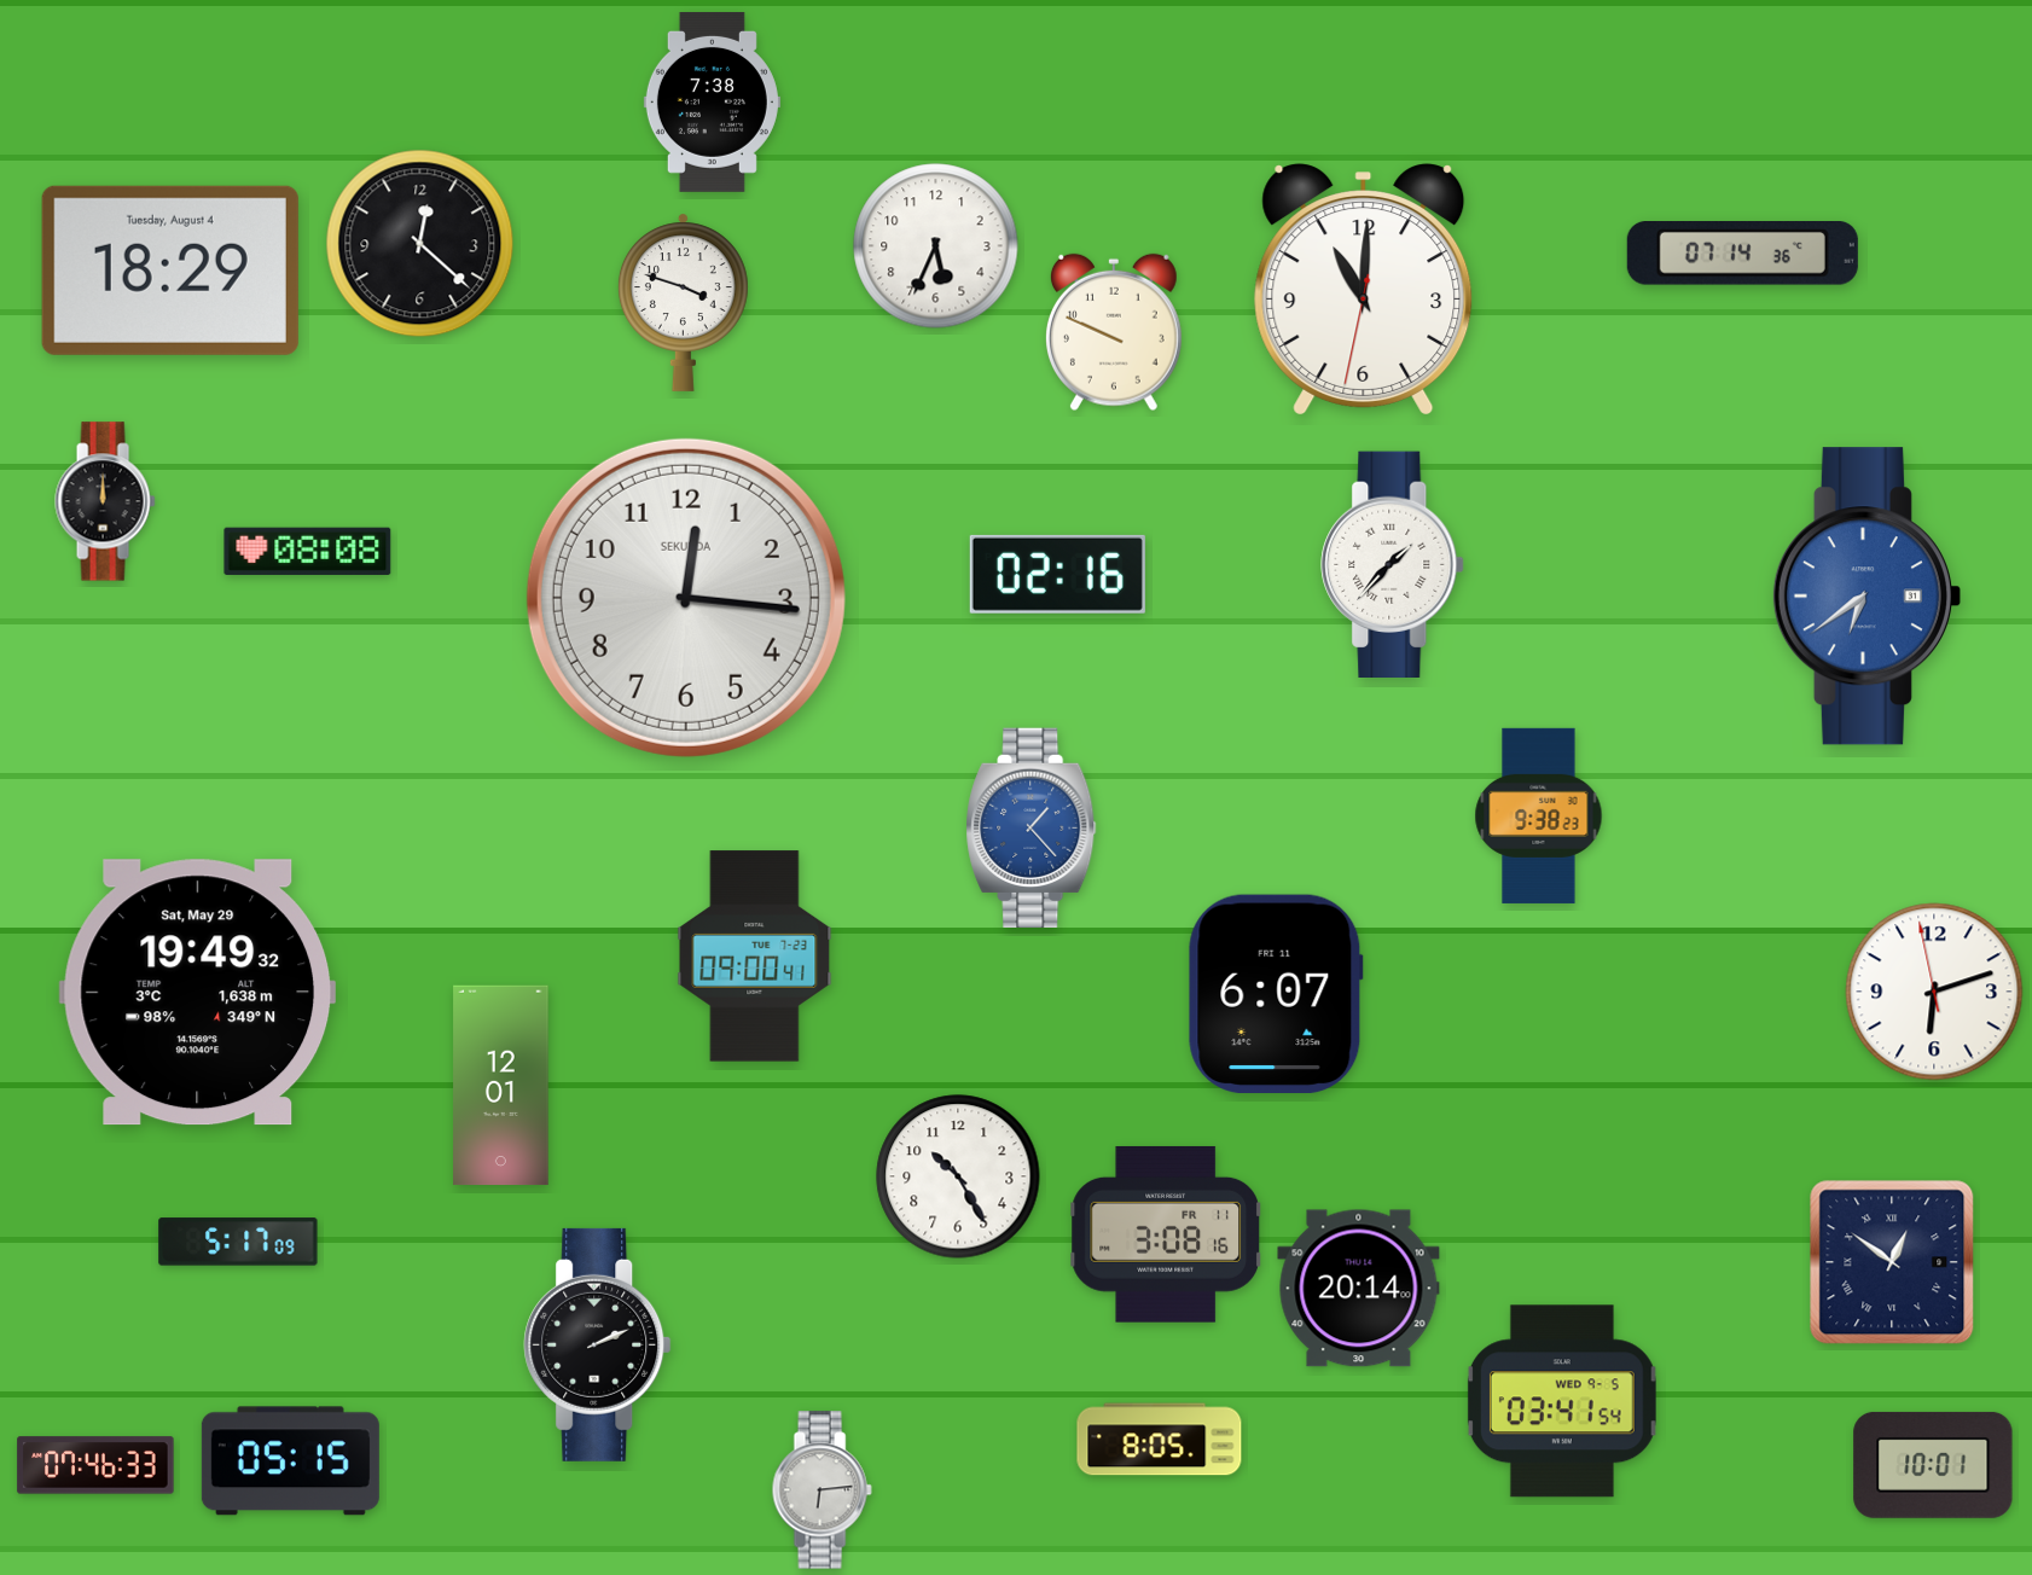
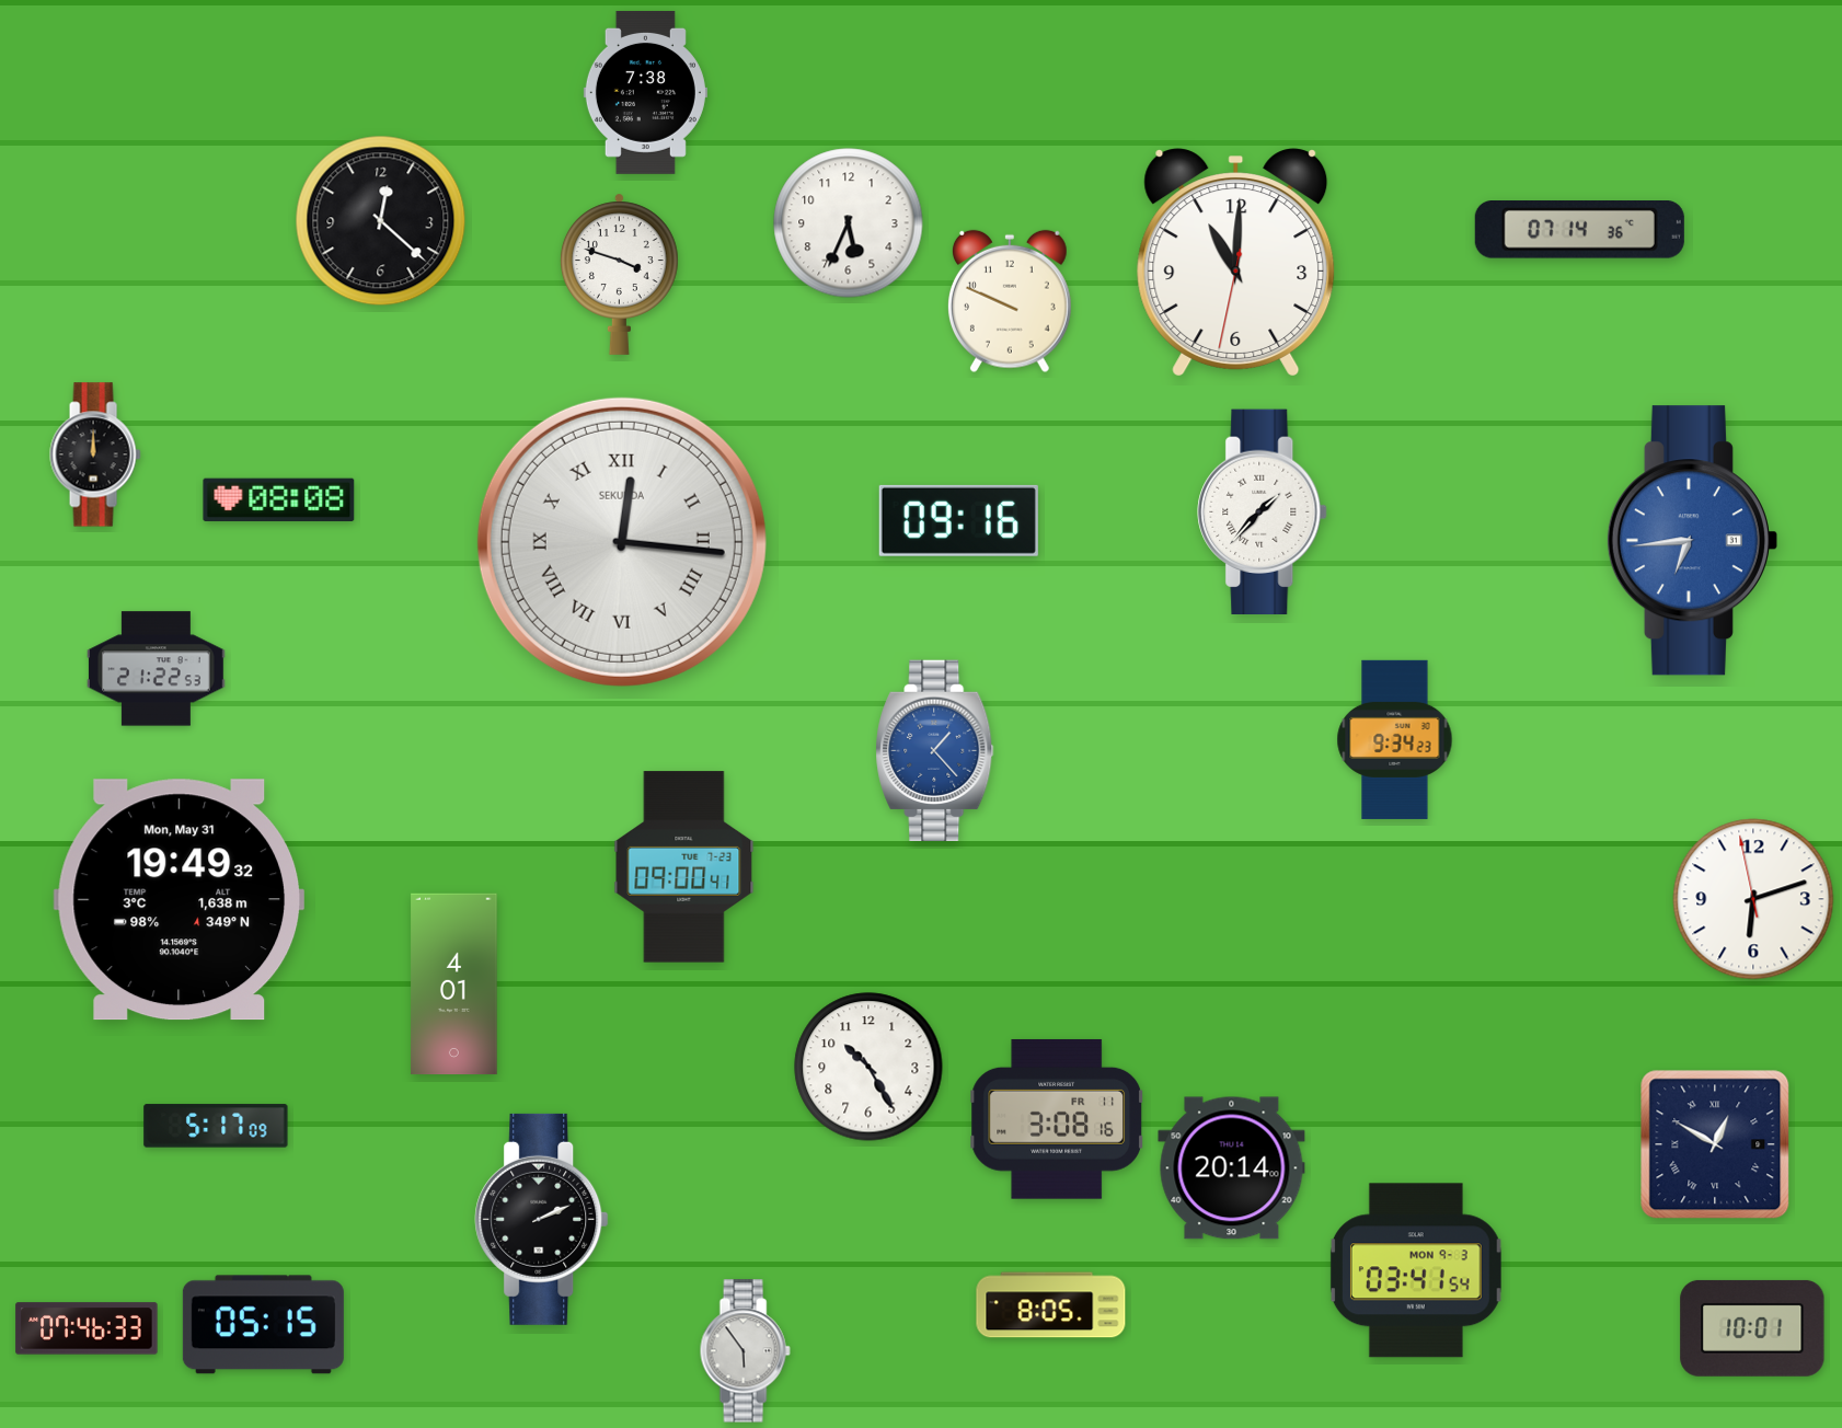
clock at (170, 271): 18:29 -> none
clock at (1057, 574): 02:16 -> 09:16
clock at (1866, 597): 6:39 -> 6:44
clock at (686, 598) numerals: Arabic -> Roman
clock at (157, 669): none -> 21:22
clock at (1539, 815): 9:38 -> 9:34
clock at (197, 993) date: Sat, May 29 -> Mon, May 31
clock at (1276, 994): 6:07 -> none
clock at (501, 1086): 12:01 -> 4:01
clock at (1892, 1262): 12:51 -> 12:50
clock at (1562, 1401) date: WED 9-5 -> MON 9-3
clock at (821, 1490): 6:14 -> 5:54
